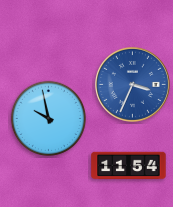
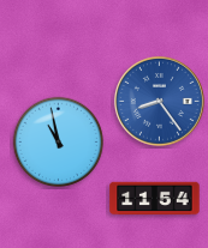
clock at (132, 84): 3:34 -> 8:24
clock at (49, 119): 9:58 -> 10:58
